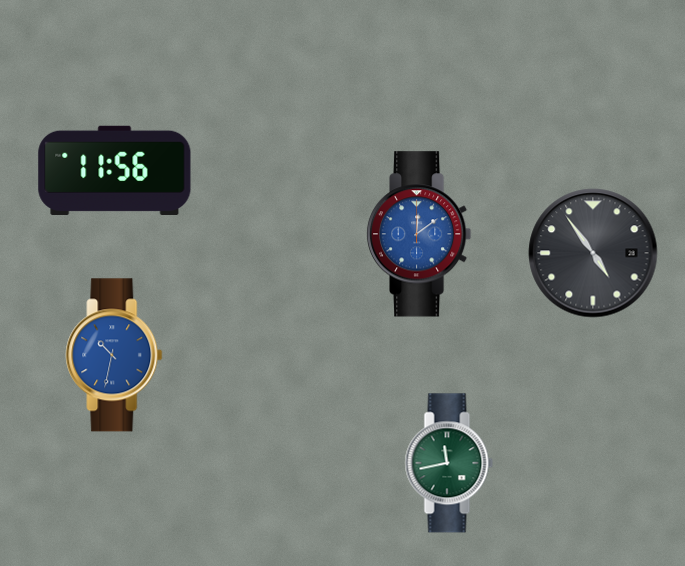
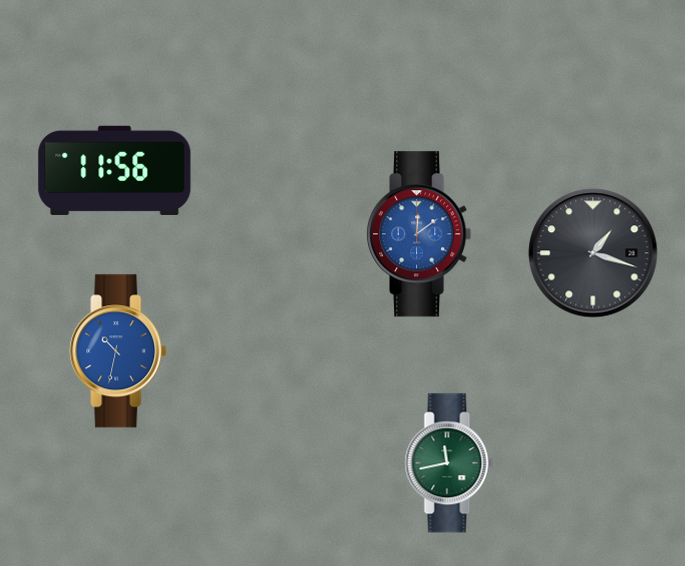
clock at (593, 253): 4:54 -> 1:18
clock at (114, 355) position: (114, 355) -> (118, 351)
